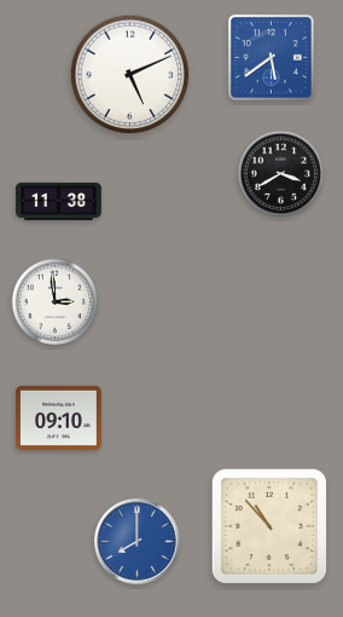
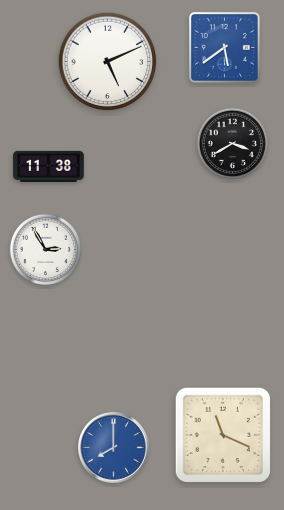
clock at (54, 301): 2:59 -> 2:55
clock at (59, 417): 09:10 -> none
clock at (269, 526): 10:53 -> 11:19
